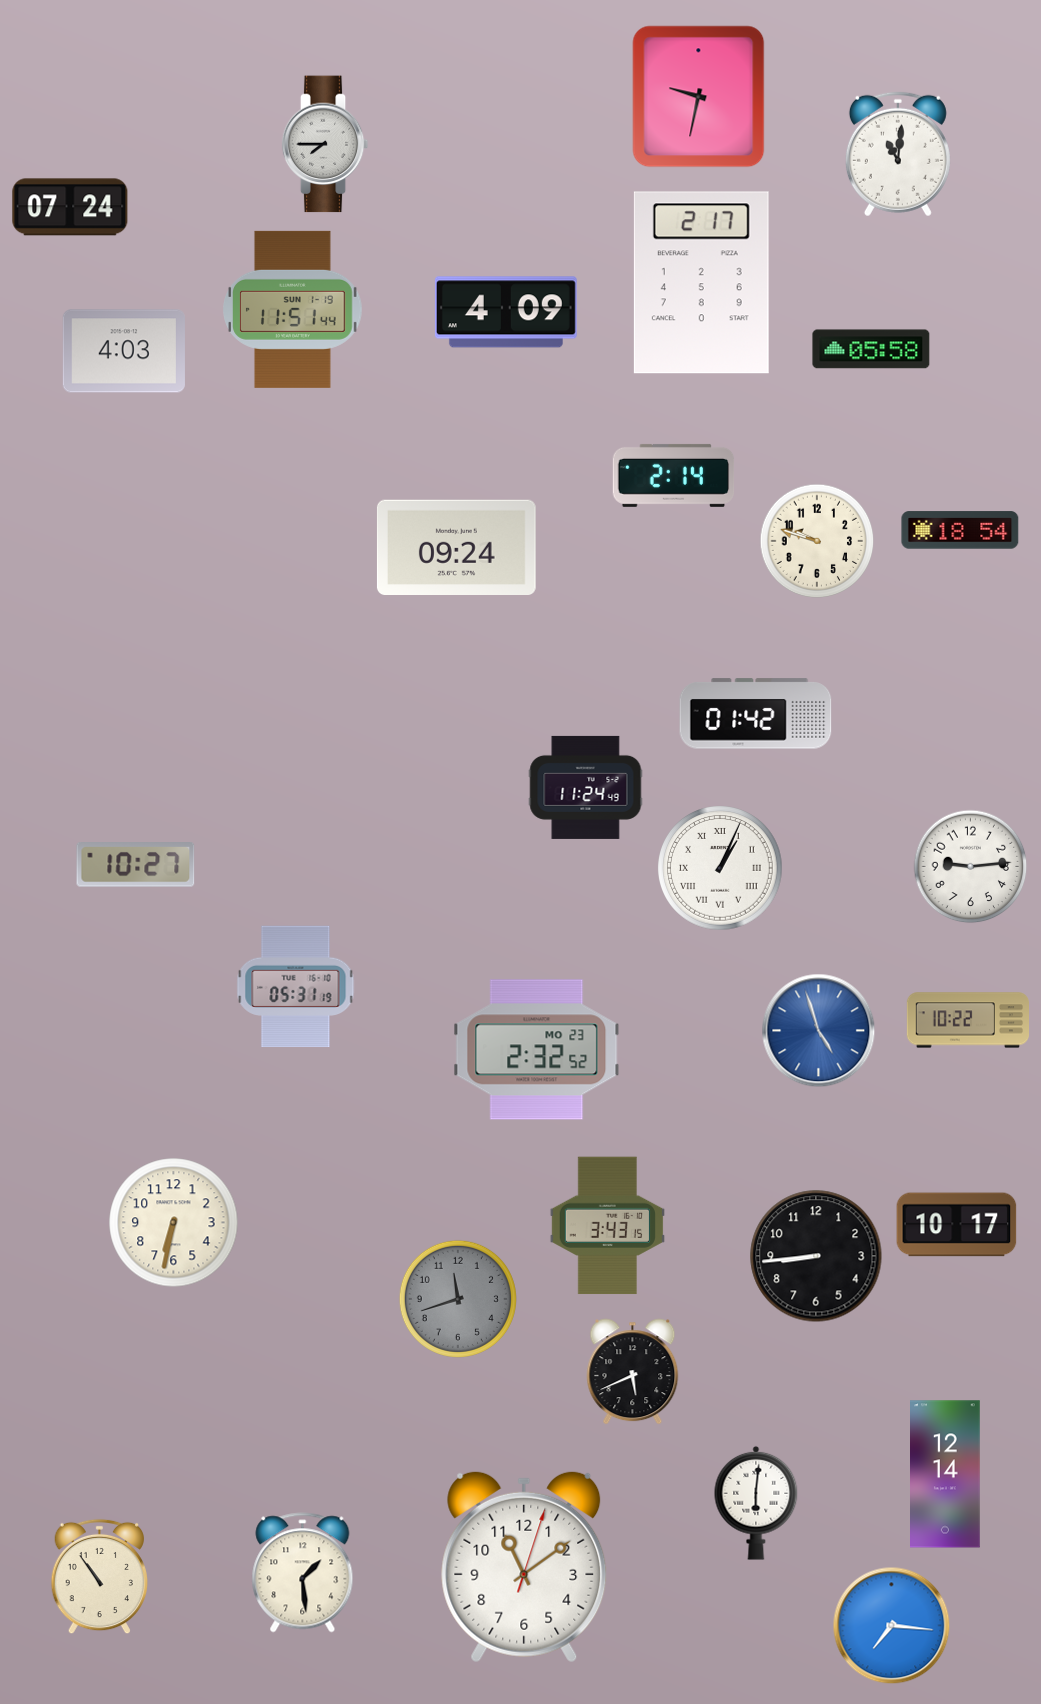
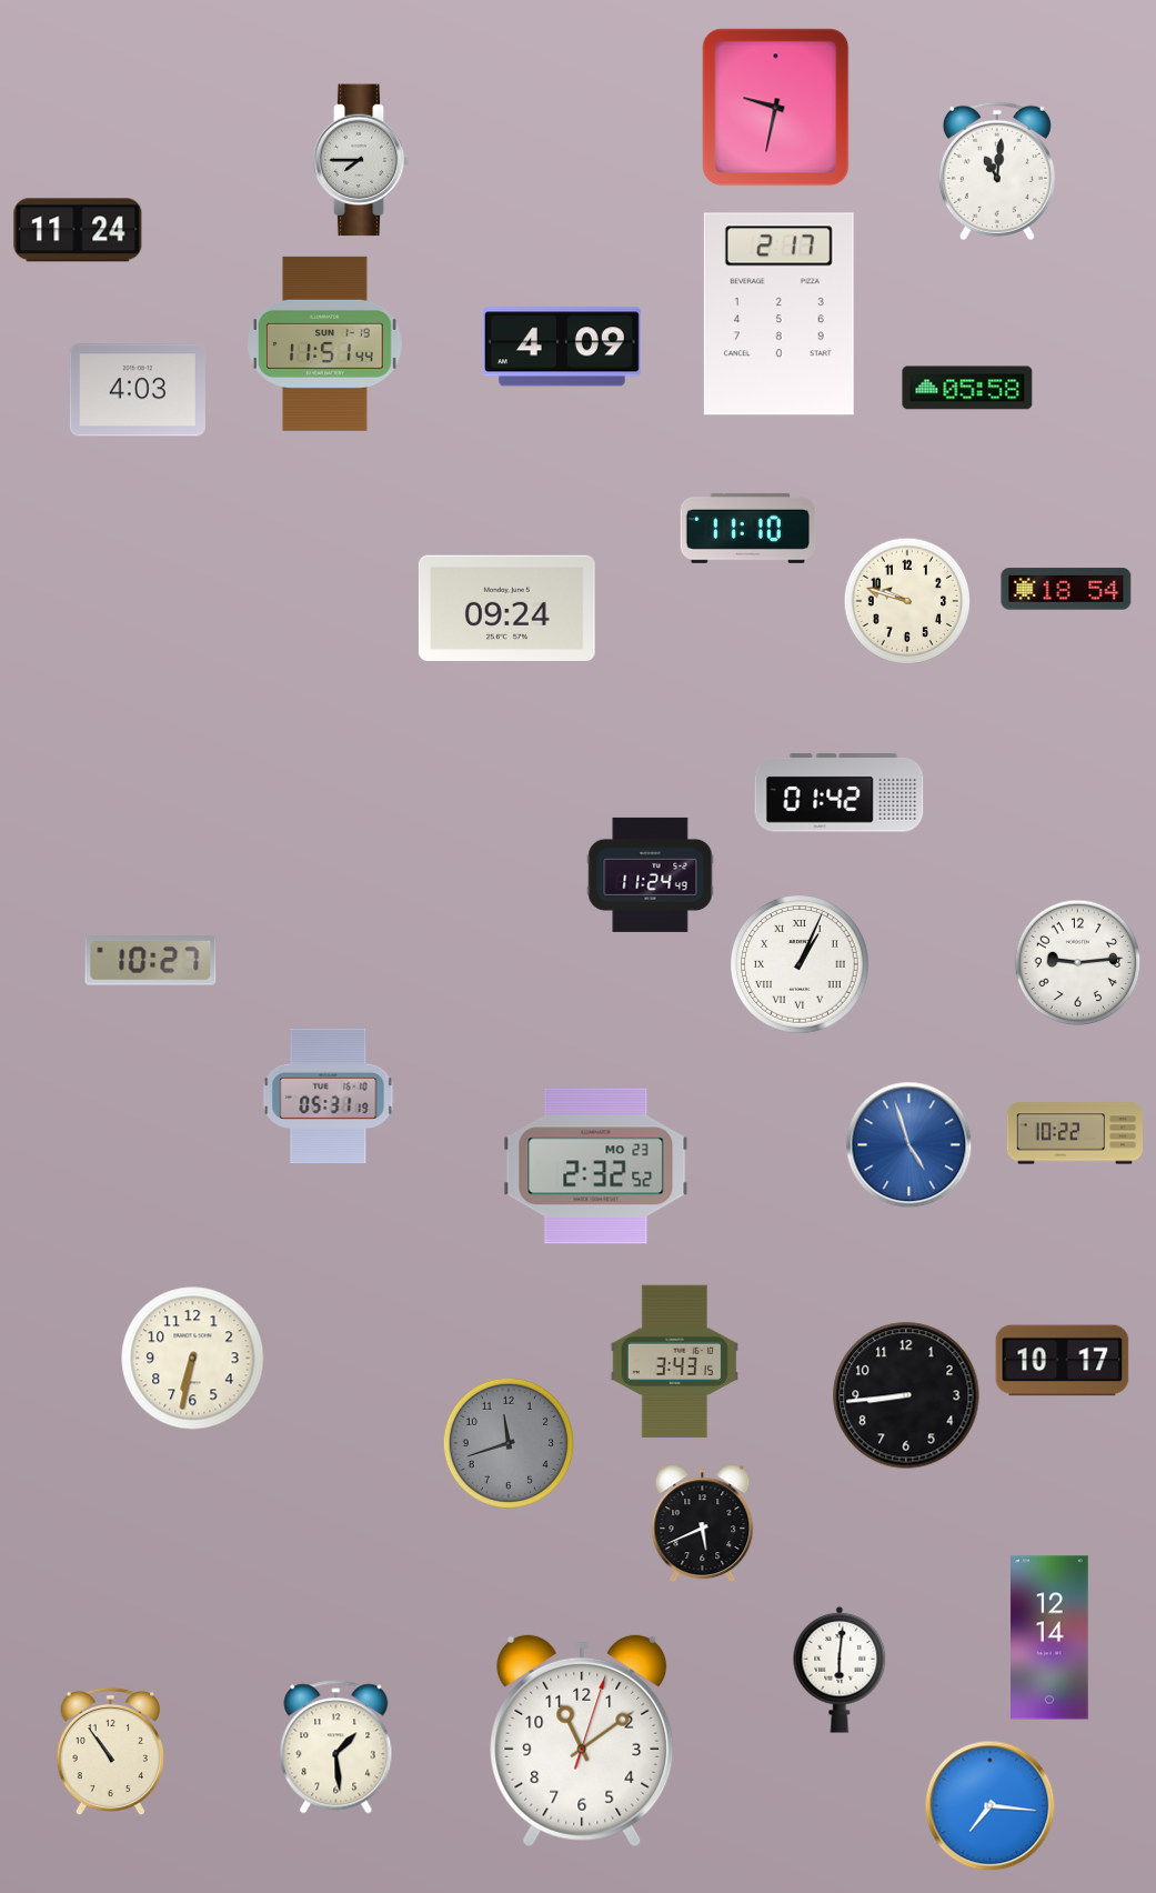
clock at (70, 207): 07:24 -> 11:24
clock at (674, 475): 2:14 -> 11:10
